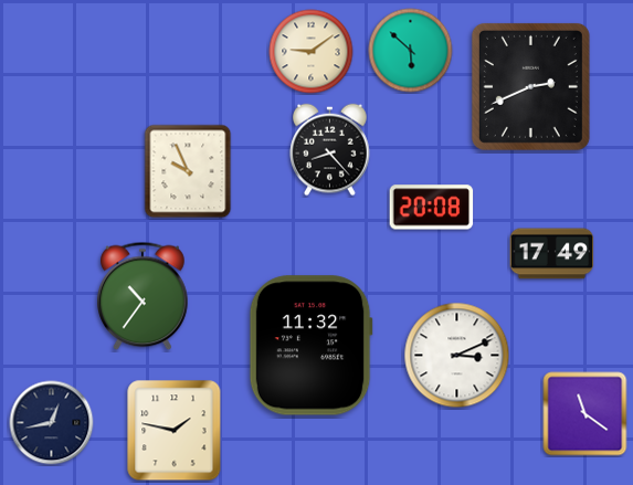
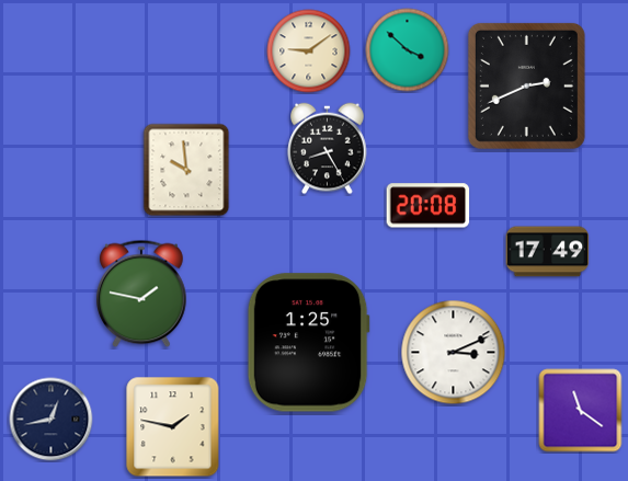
clock at (411, 51): 5:52 -> 3:52
clock at (330, 150): 8:23 -> 8:25
clock at (188, 171): 9:56 -> 9:59
clock at (144, 296): 10:36 -> 1:47
clock at (310, 346): 11:32 -> 1:25
